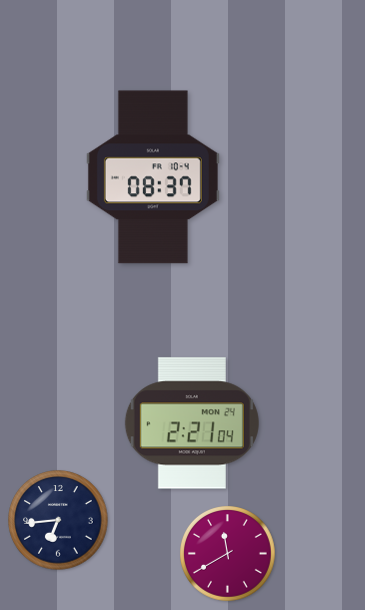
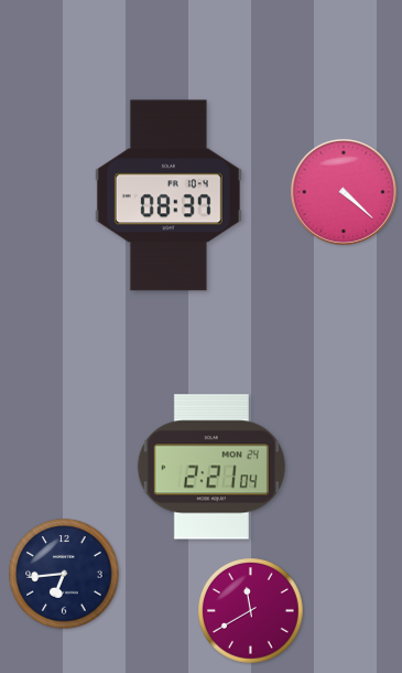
clock at (344, 192): none -> 4:22
